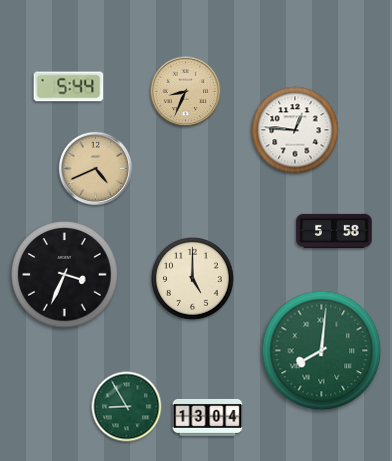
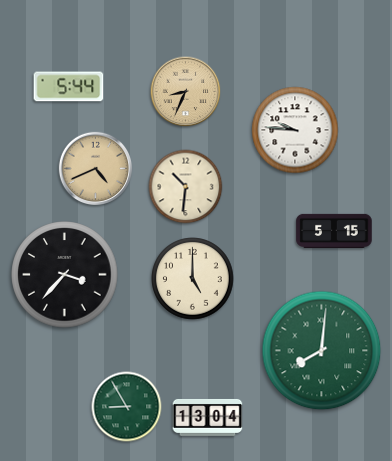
clock at (295, 130): 12:46 -> 9:46
clock at (186, 187): none -> 10:31
clock at (334, 230): 5:58 -> 5:15
clock at (65, 275): 3:34 -> 3:37
